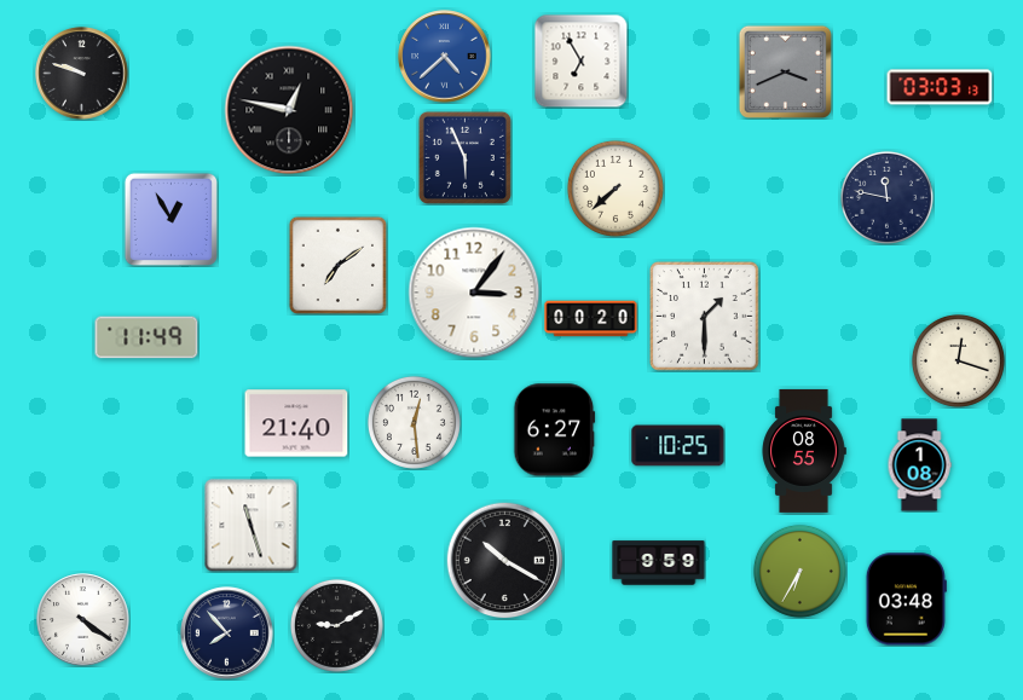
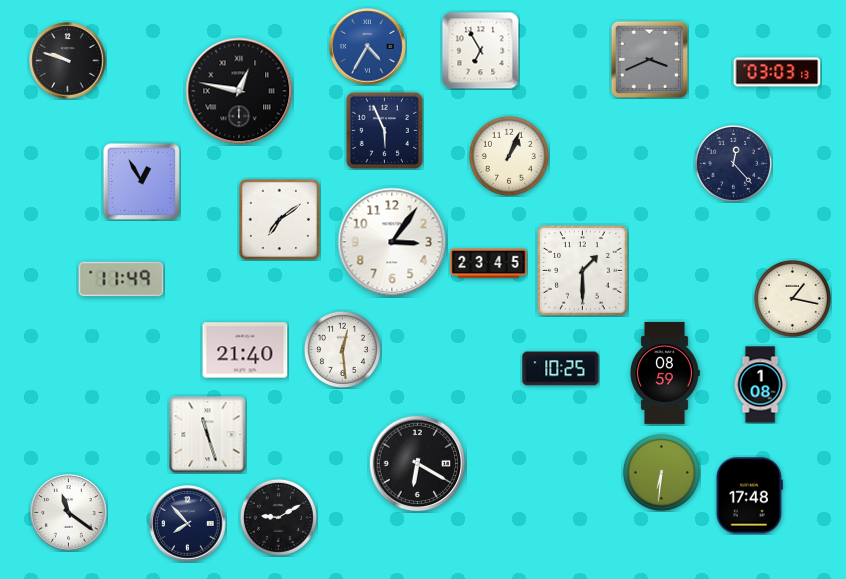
clock at (445, 57): 4:38 -> 4:35
clock at (615, 189): 7:38 -> 1:04
clock at (886, 197): 11:47 -> 12:23
clock at (705, 317) position: (705, 317) -> (583, 271)
clock at (591, 319): 00:20 -> 23:45
clock at (958, 360): 12:18 -> 1:17
clock at (555, 430): 6:27 -> none
clock at (804, 451): 08:55 -> 08:59
clock at (505, 561): 10:20 -> 6:20
clock at (659, 563): 9:59 -> none
clock at (799, 571): 6:35 -> 6:31
clock at (906, 600): 03:48 -> 17:48
clock at (83, 620): 4:21 -> 11:21
